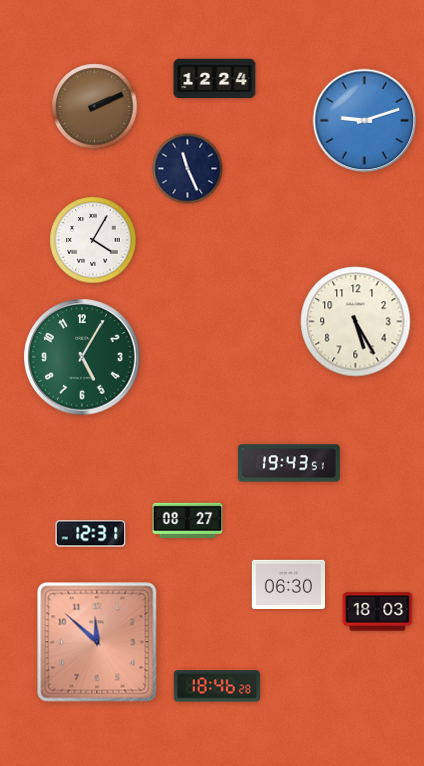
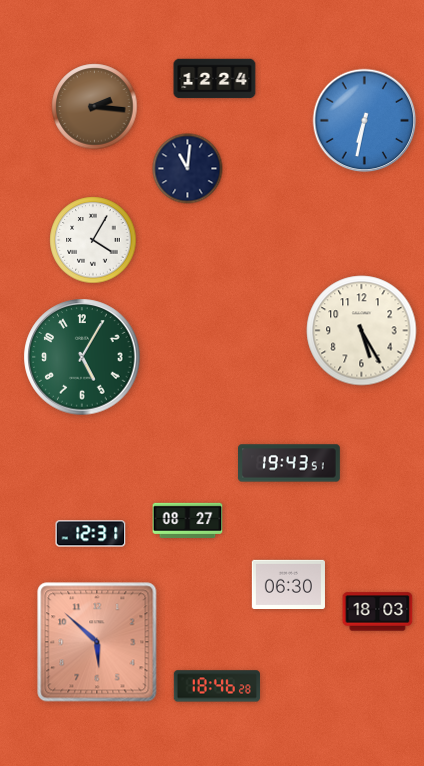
clock at (95, 107): 2:11 -> 2:16
clock at (365, 121): 9:12 -> 6:32
clock at (188, 169): 11:26 -> 11:01
clock at (356, 322) position: (356, 322) -> (362, 331)
clock at (97, 642): 11:52 -> 5:52
